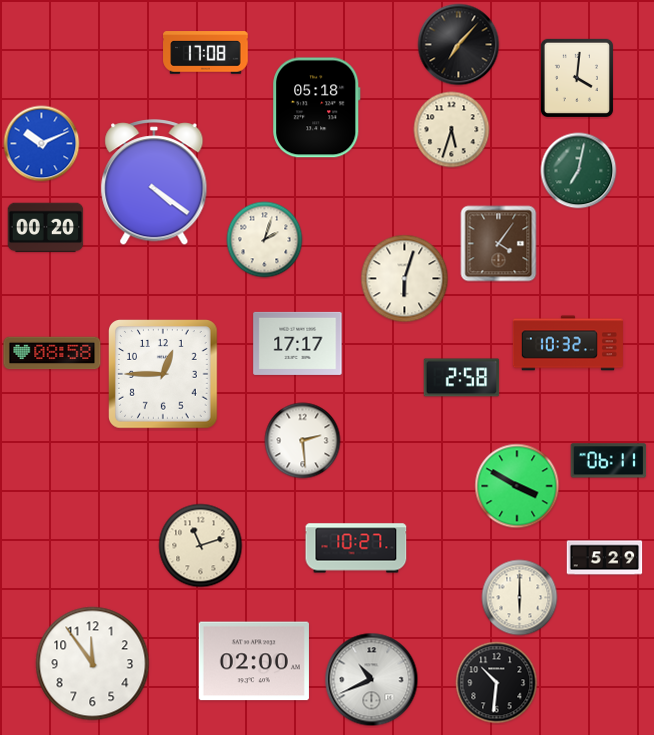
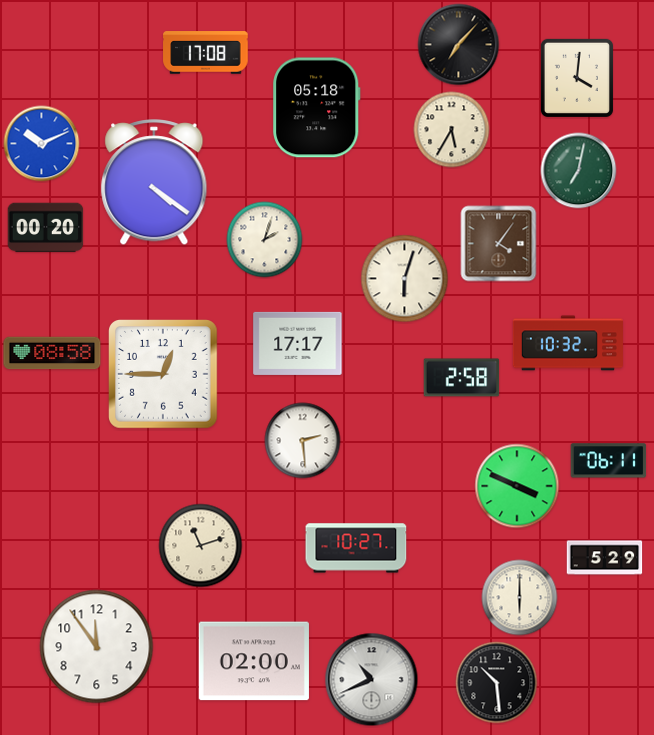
clock at (452, 130): 5:33 -> 5:35
clock at (517, 486): 3:50 -> 3:49
clock at (93, 664) position: (93, 664) -> (97, 647)
clock at (497, 683): 10:31 -> 10:29
